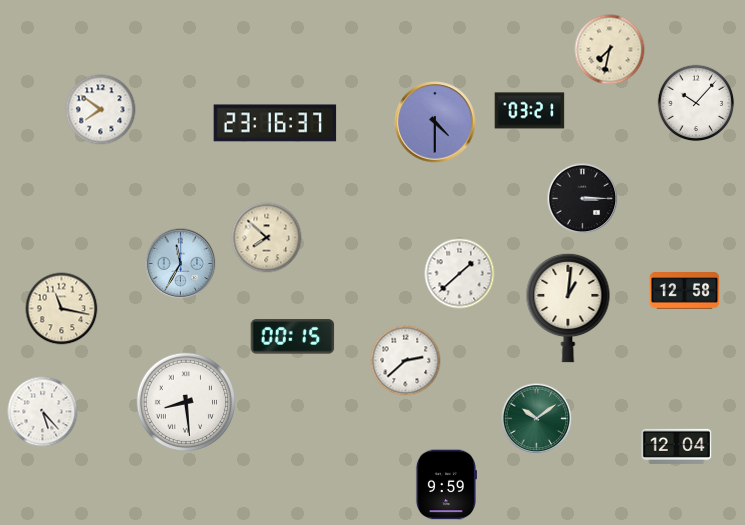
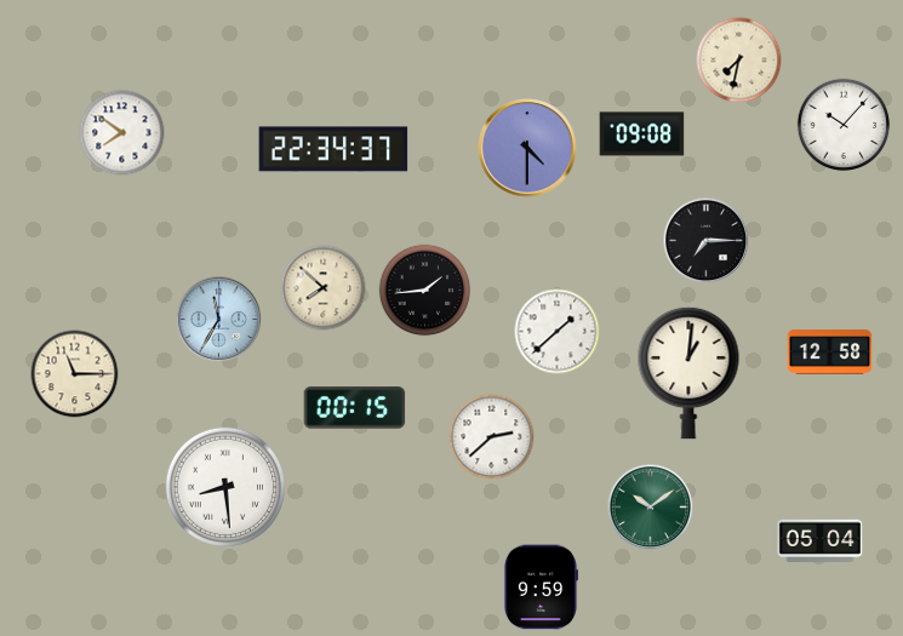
clock at (530, 111): 03:21 -> 09:08
clock at (275, 123): 23:16 -> 22:34
clock at (583, 199): 3:15 -> 7:15
clock at (425, 291): none -> 1:44
clock at (62, 309): 11:17 -> 11:15
clock at (43, 412): 5:23 -> none
clock at (677, 446): 12:04 -> 05:04
